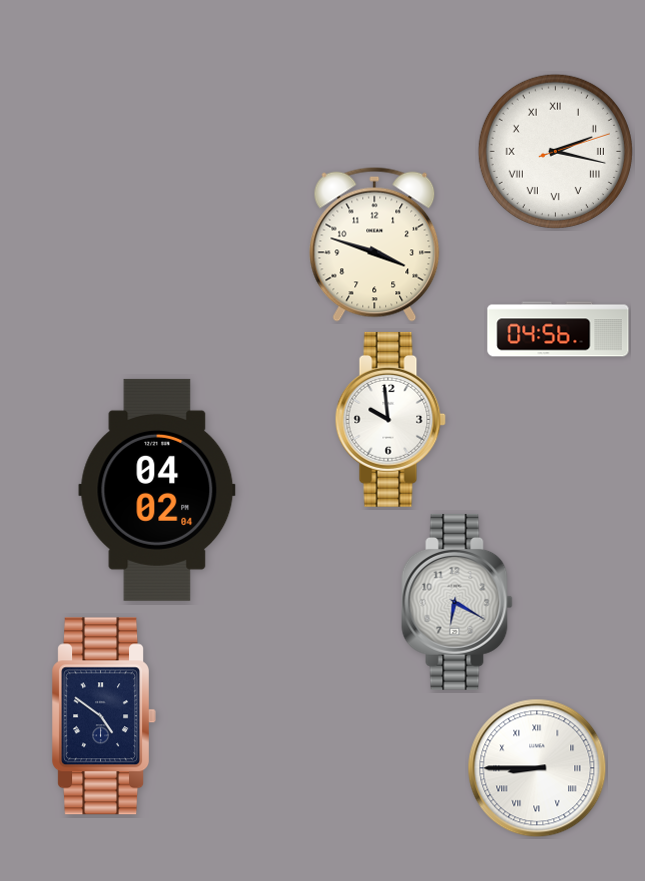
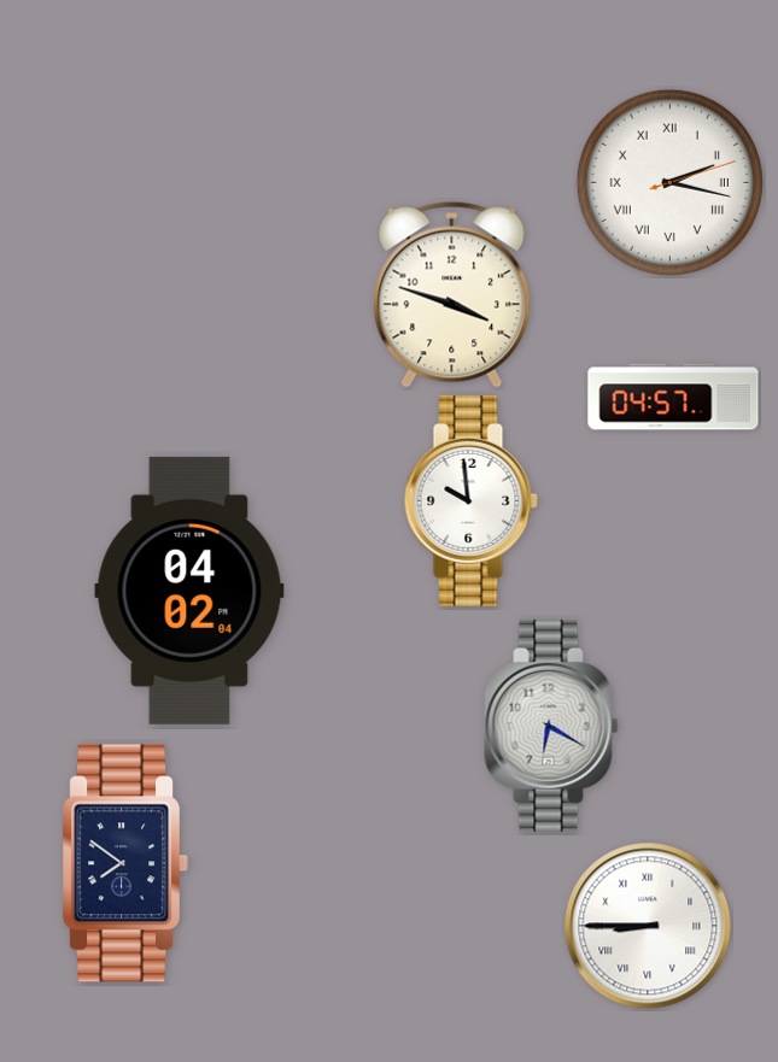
clock at (558, 329): 04:56 -> 04:57
clock at (390, 419) position: (390, 419) -> (470, 500)
clock at (104, 716): 4:51 -> 7:51
